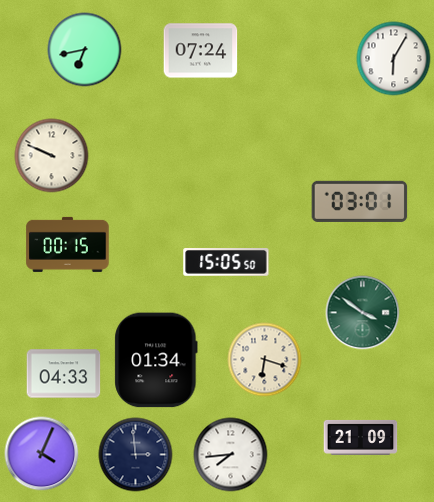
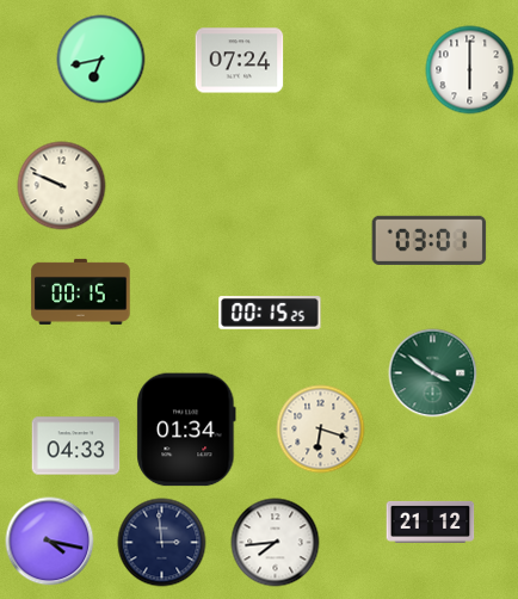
clock at (394, 59): 6:05 -> 6:00
clock at (226, 263): 15:05 -> 00:15
clock at (265, 360) position: (265, 360) -> (321, 430)
clock at (361, 437): 21:09 -> 21:12
clock at (42, 454): 4:04 -> 4:17
